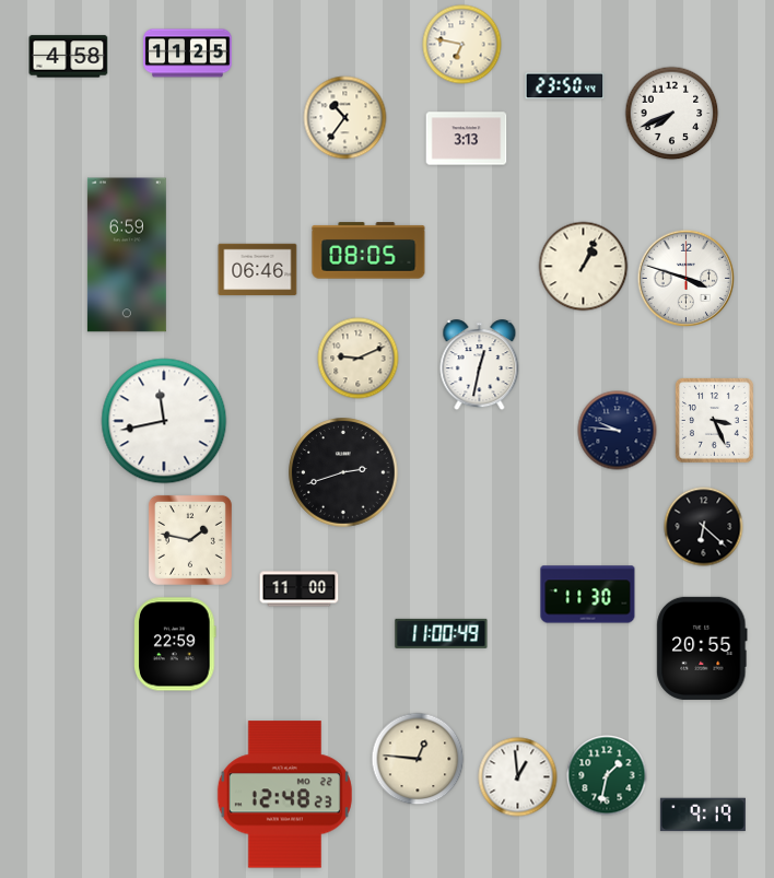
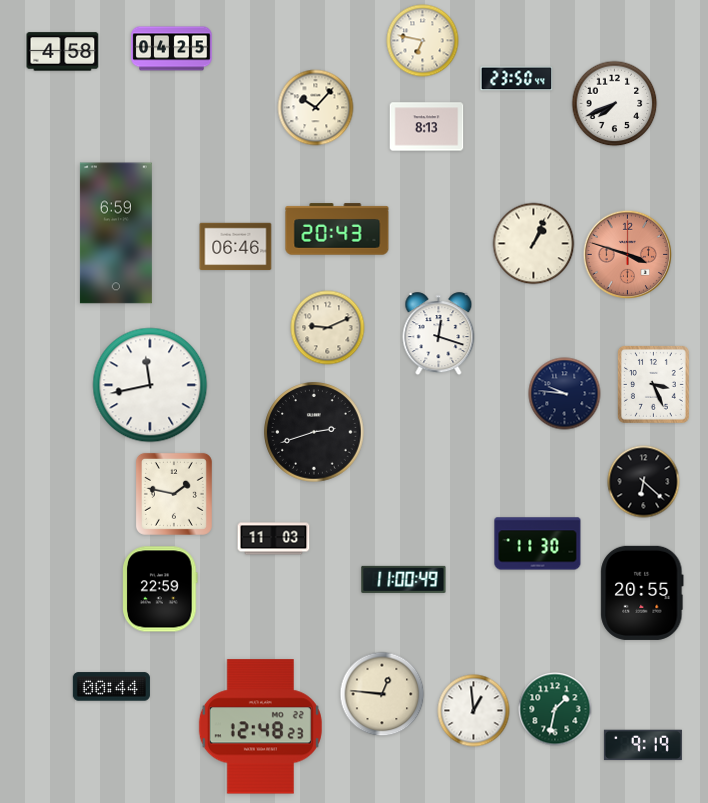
clock at (188, 54): 11:25 -> 04:25
clock at (345, 118): 10:36 -> 10:07
clock at (467, 139): 3:13 -> 8:13
clock at (368, 250): 08:05 -> 20:43
clock at (687, 279) dial: white -> salmon
clock at (480, 365): 12:32 -> 12:18
clock at (300, 589): 11:00 -> 11:03
clock at (111, 687): none -> 00:44
